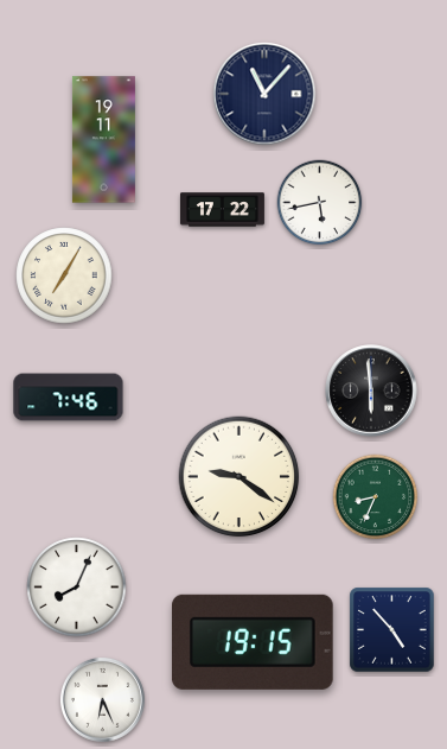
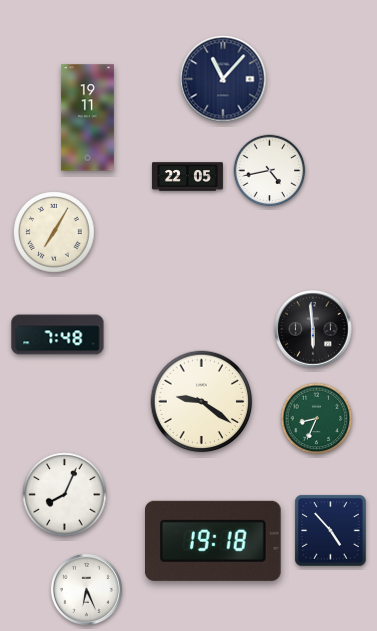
clock at (320, 203): 5:43 -> 4:43
clock at (222, 210): 17:22 -> 22:05
clock at (69, 398): 7:46 -> 7:48
clock at (253, 642): 19:15 -> 19:18
